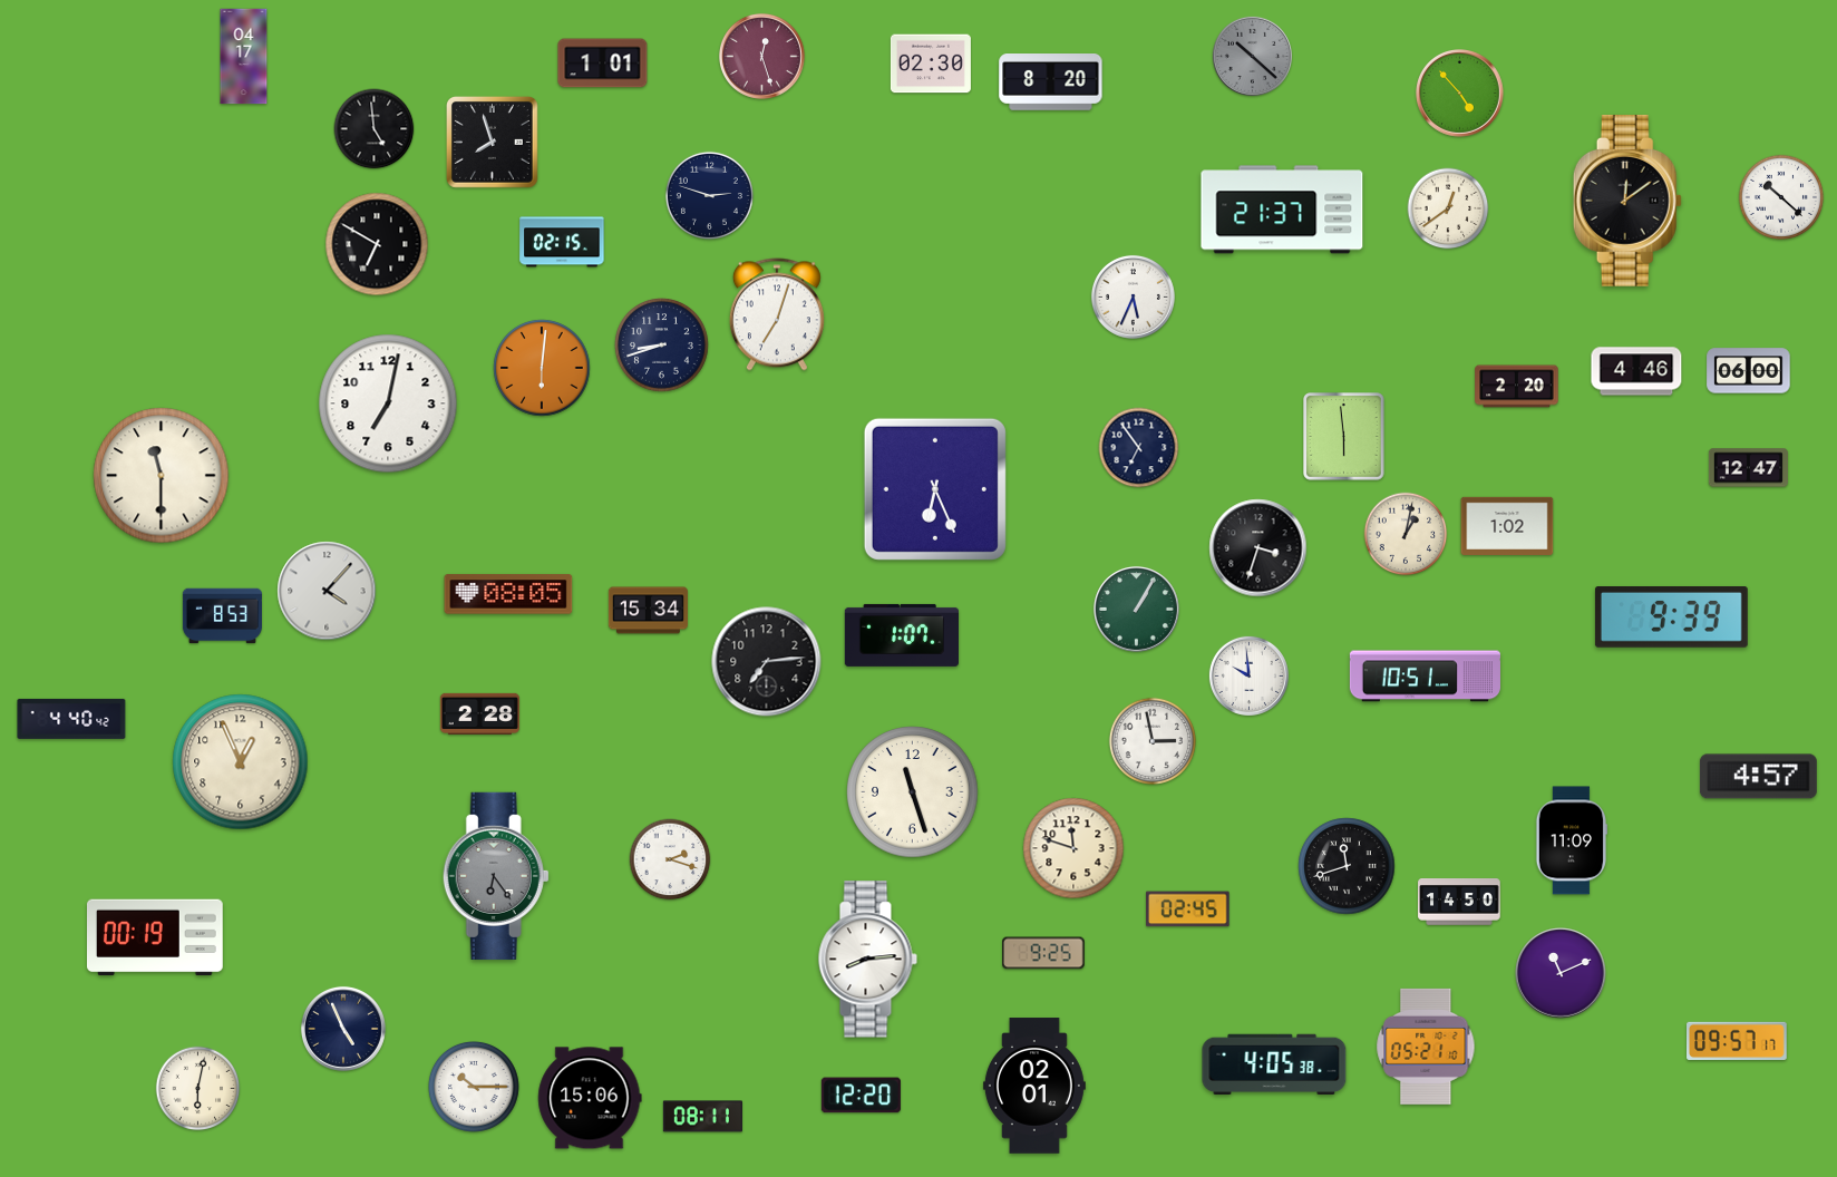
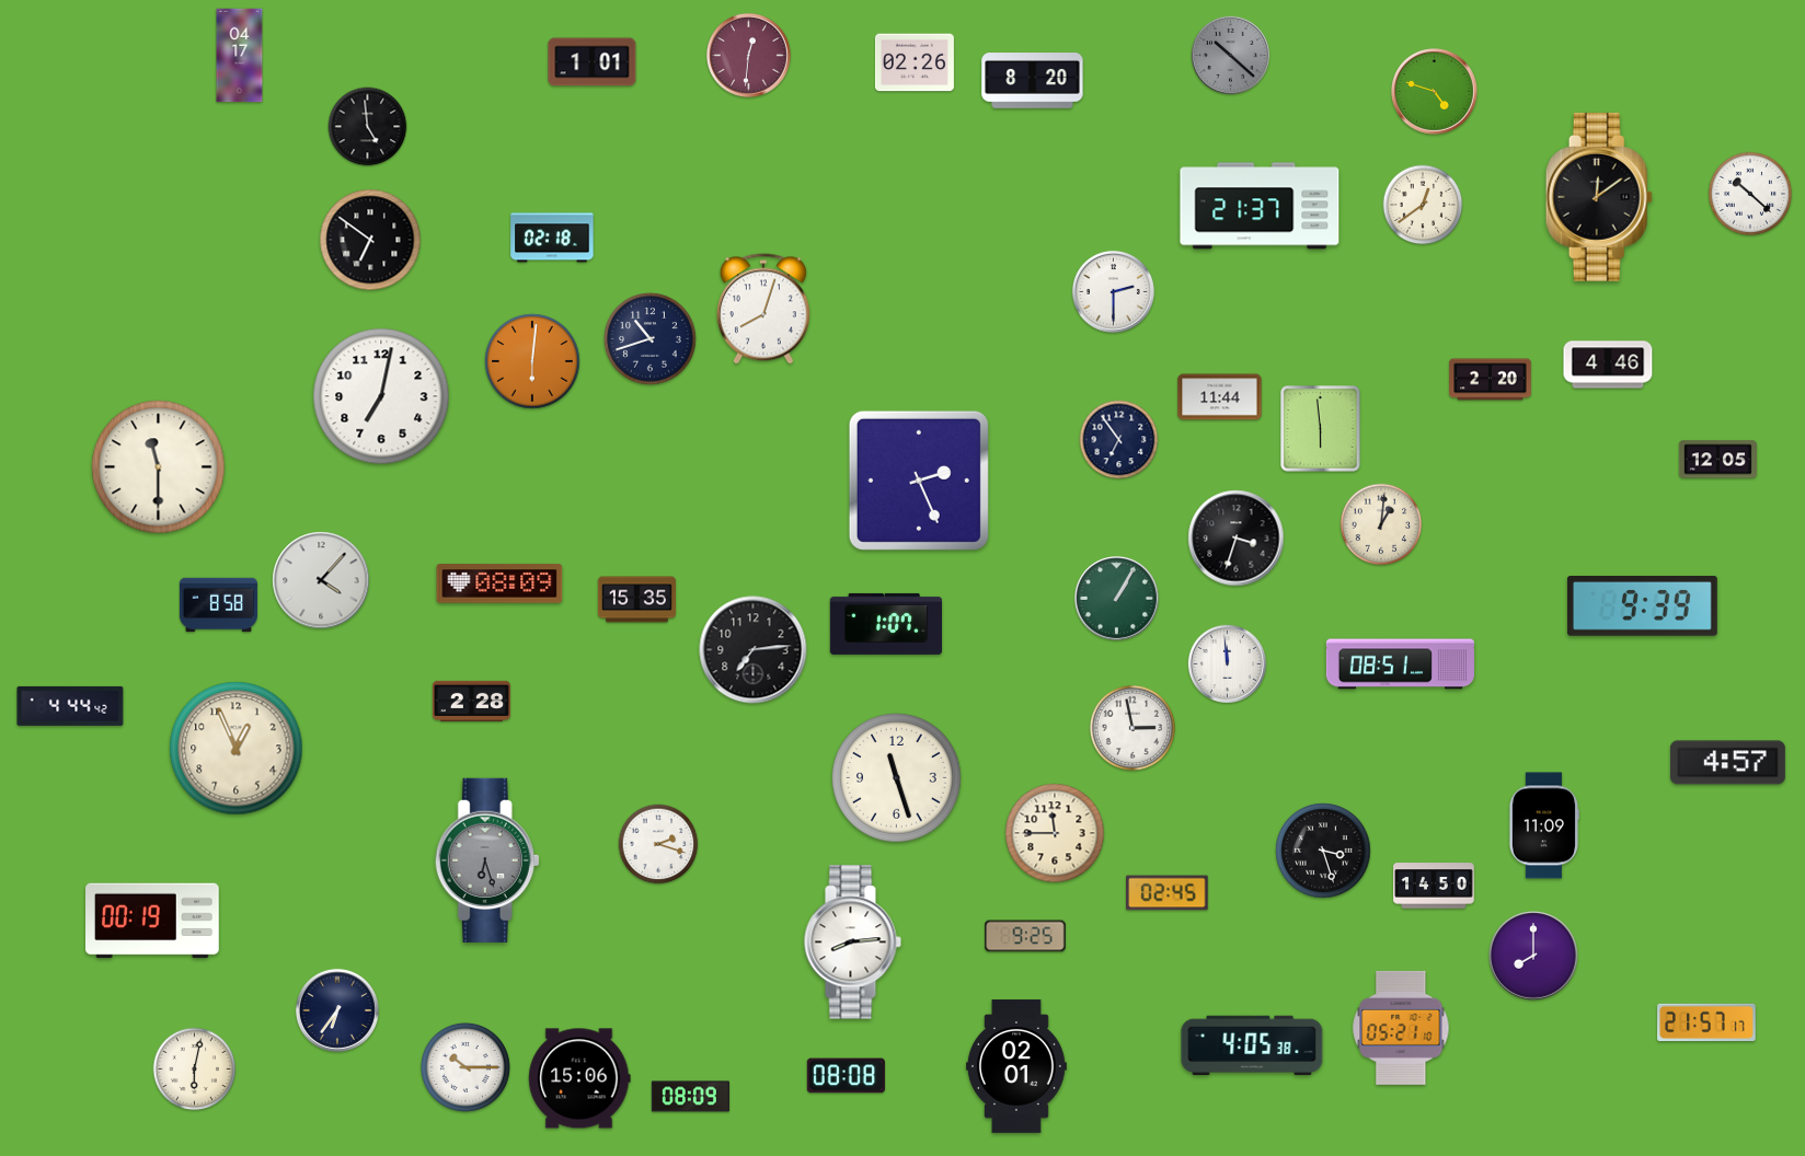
clock at (761, 56): 12:27 -> 12:31
clock at (931, 64): 02:30 -> 02:26
clock at (1460, 94): 4:53 -> 4:48
clock at (493, 143): 7:57 -> none
clock at (709, 195): 2:48 -> none
clock at (562, 242): 02:15 -> 02:18
clock at (377, 244): 6:50 -> 6:51
clock at (1133, 296): 5:34 -> 2:30
clock at (777, 314): 7:03 -> 8:03
clock at (662, 346): 8:42 -> 10:42
clock at (1749, 371): 06:00 -> none
clock at (1220, 397): none -> 11:44
clock at (1748, 468): 12:47 -> 12:05
clock at (935, 489): 6:26 -> 2:26
clock at (1507, 525): 1:02 -> none
clock at (1406, 534): 1:02 -> 1:01
clock at (508, 594): 08:05 -> 08:09
clock at (648, 611): 15:34 -> 15:35
clock at (222, 616): 8:53 -> 8:58
clock at (1248, 675): 9:59 -> 11:59
clock at (1425, 677): 10:51 -> 08:51
clock at (71, 719): 4:40 -> 4:44
clock at (1073, 848): 11:48 -> 11:45
clock at (1347, 866): 11:42 -> 3:27
clock at (496, 876): 6:24 -> 6:27
clock at (1561, 973): 11:11 -> 8:00
clock at (343, 1029): 4:56 -> 6:36
clock at (1737, 1040): 09:57 -> 21:57
clock at (861, 1096): 12:20 -> 08:08
clock at (702, 1117): 08:11 -> 08:09
